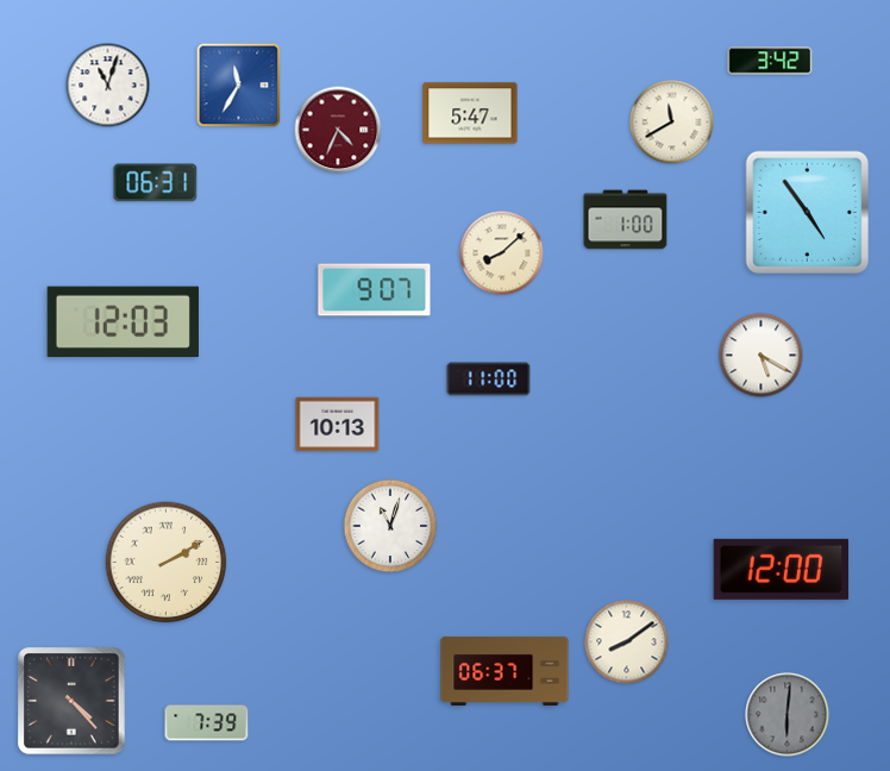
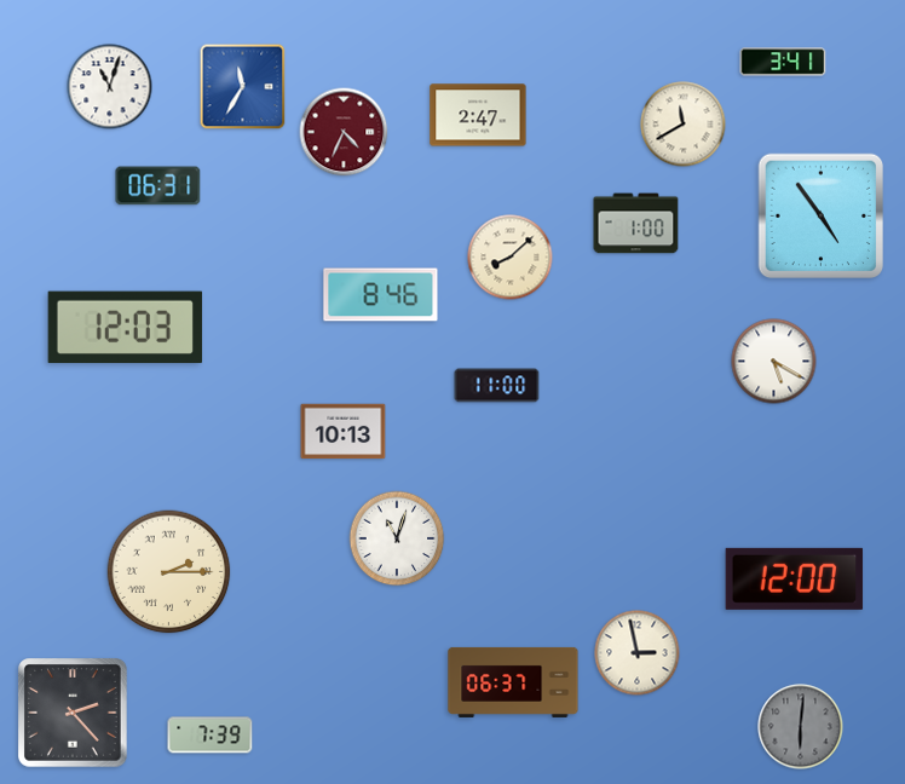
clock at (770, 61): 3:42 -> 3:41
clock at (470, 113): 5:47 -> 2:47
clock at (375, 290): 9:07 -> 8:46
clock at (390, 526) position: (390, 526) -> (397, 538)
clock at (167, 563): 2:10 -> 2:15
clock at (627, 642): 8:09 -> 2:58
clock at (73, 702): 4:23 -> 2:23
